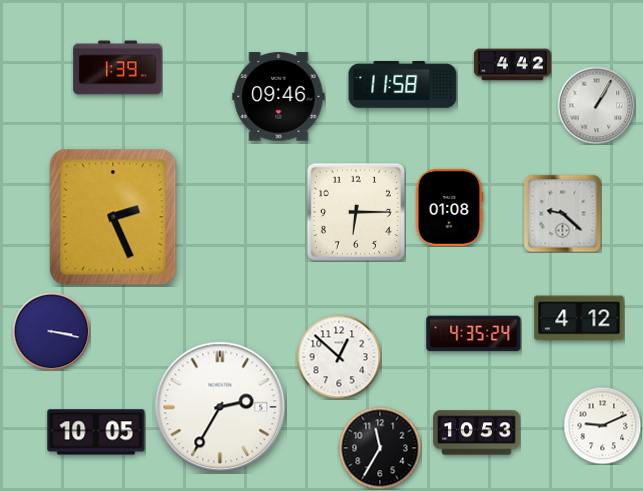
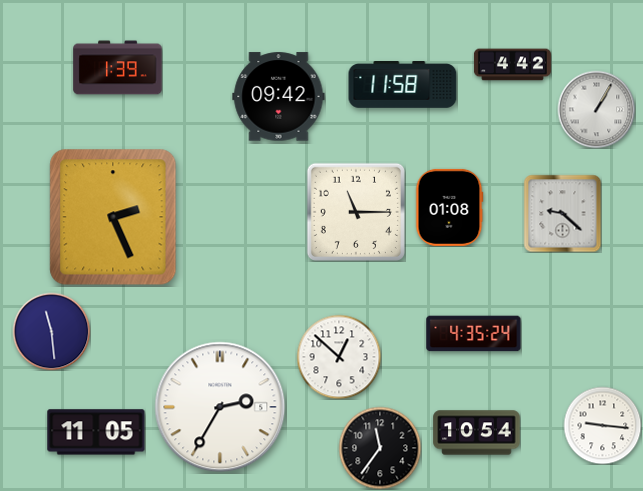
clock at (279, 97): 09:46 -> 09:42
clock at (596, 105) position: (596, 105) -> (596, 109)
clock at (356, 212): 6:15 -> 11:15
clock at (579, 318): 4:12 -> none
clock at (51, 331): 3:17 -> 11:29
clock at (602, 425): 9:11 -> 9:16
clock at (96, 432): 10:05 -> 11:05
clock at (477, 433): 10:53 -> 10:54
clock at (380, 448): 11:35 -> 11:36
